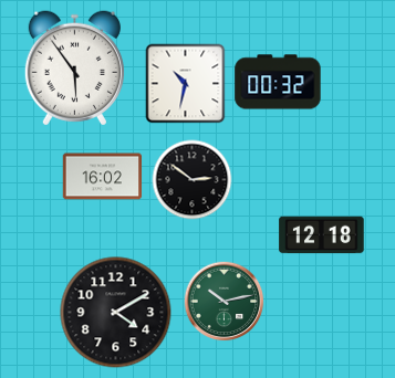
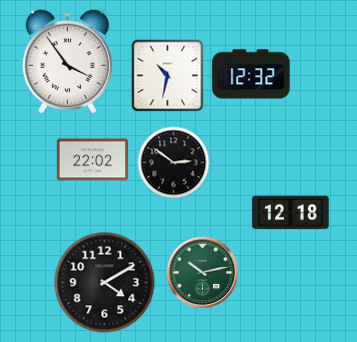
clock at (74, 69): 5:54 -> 3:54
clock at (278, 82): 00:32 -> 12:32
clock at (103, 177): 16:02 -> 22:02
